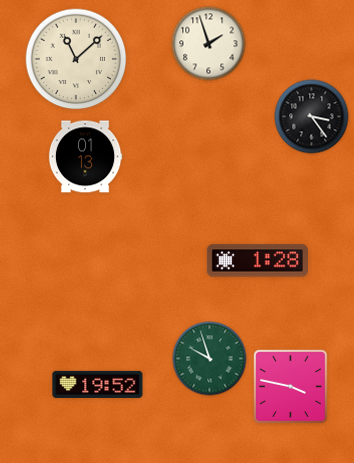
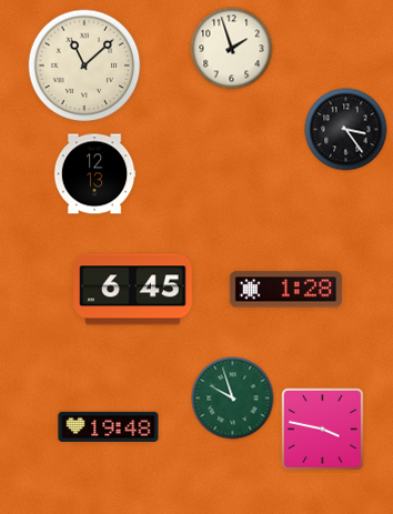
clock at (85, 157): 01:13 -> 12:13
clock at (133, 290): none -> 6:45
clock at (98, 384): 19:52 -> 19:48
